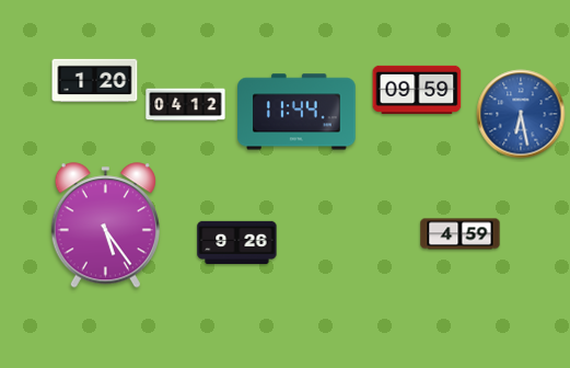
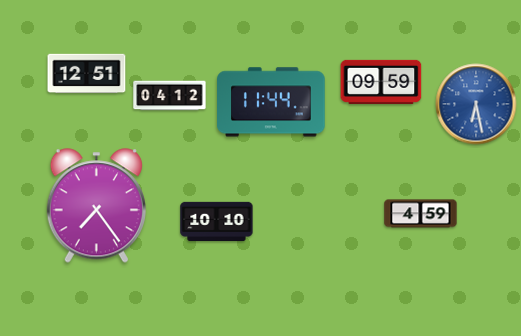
clock at (95, 81): 1:20 -> 12:51
clock at (105, 226): 5:24 -> 7:24
clock at (237, 242): 9:26 -> 10:10
